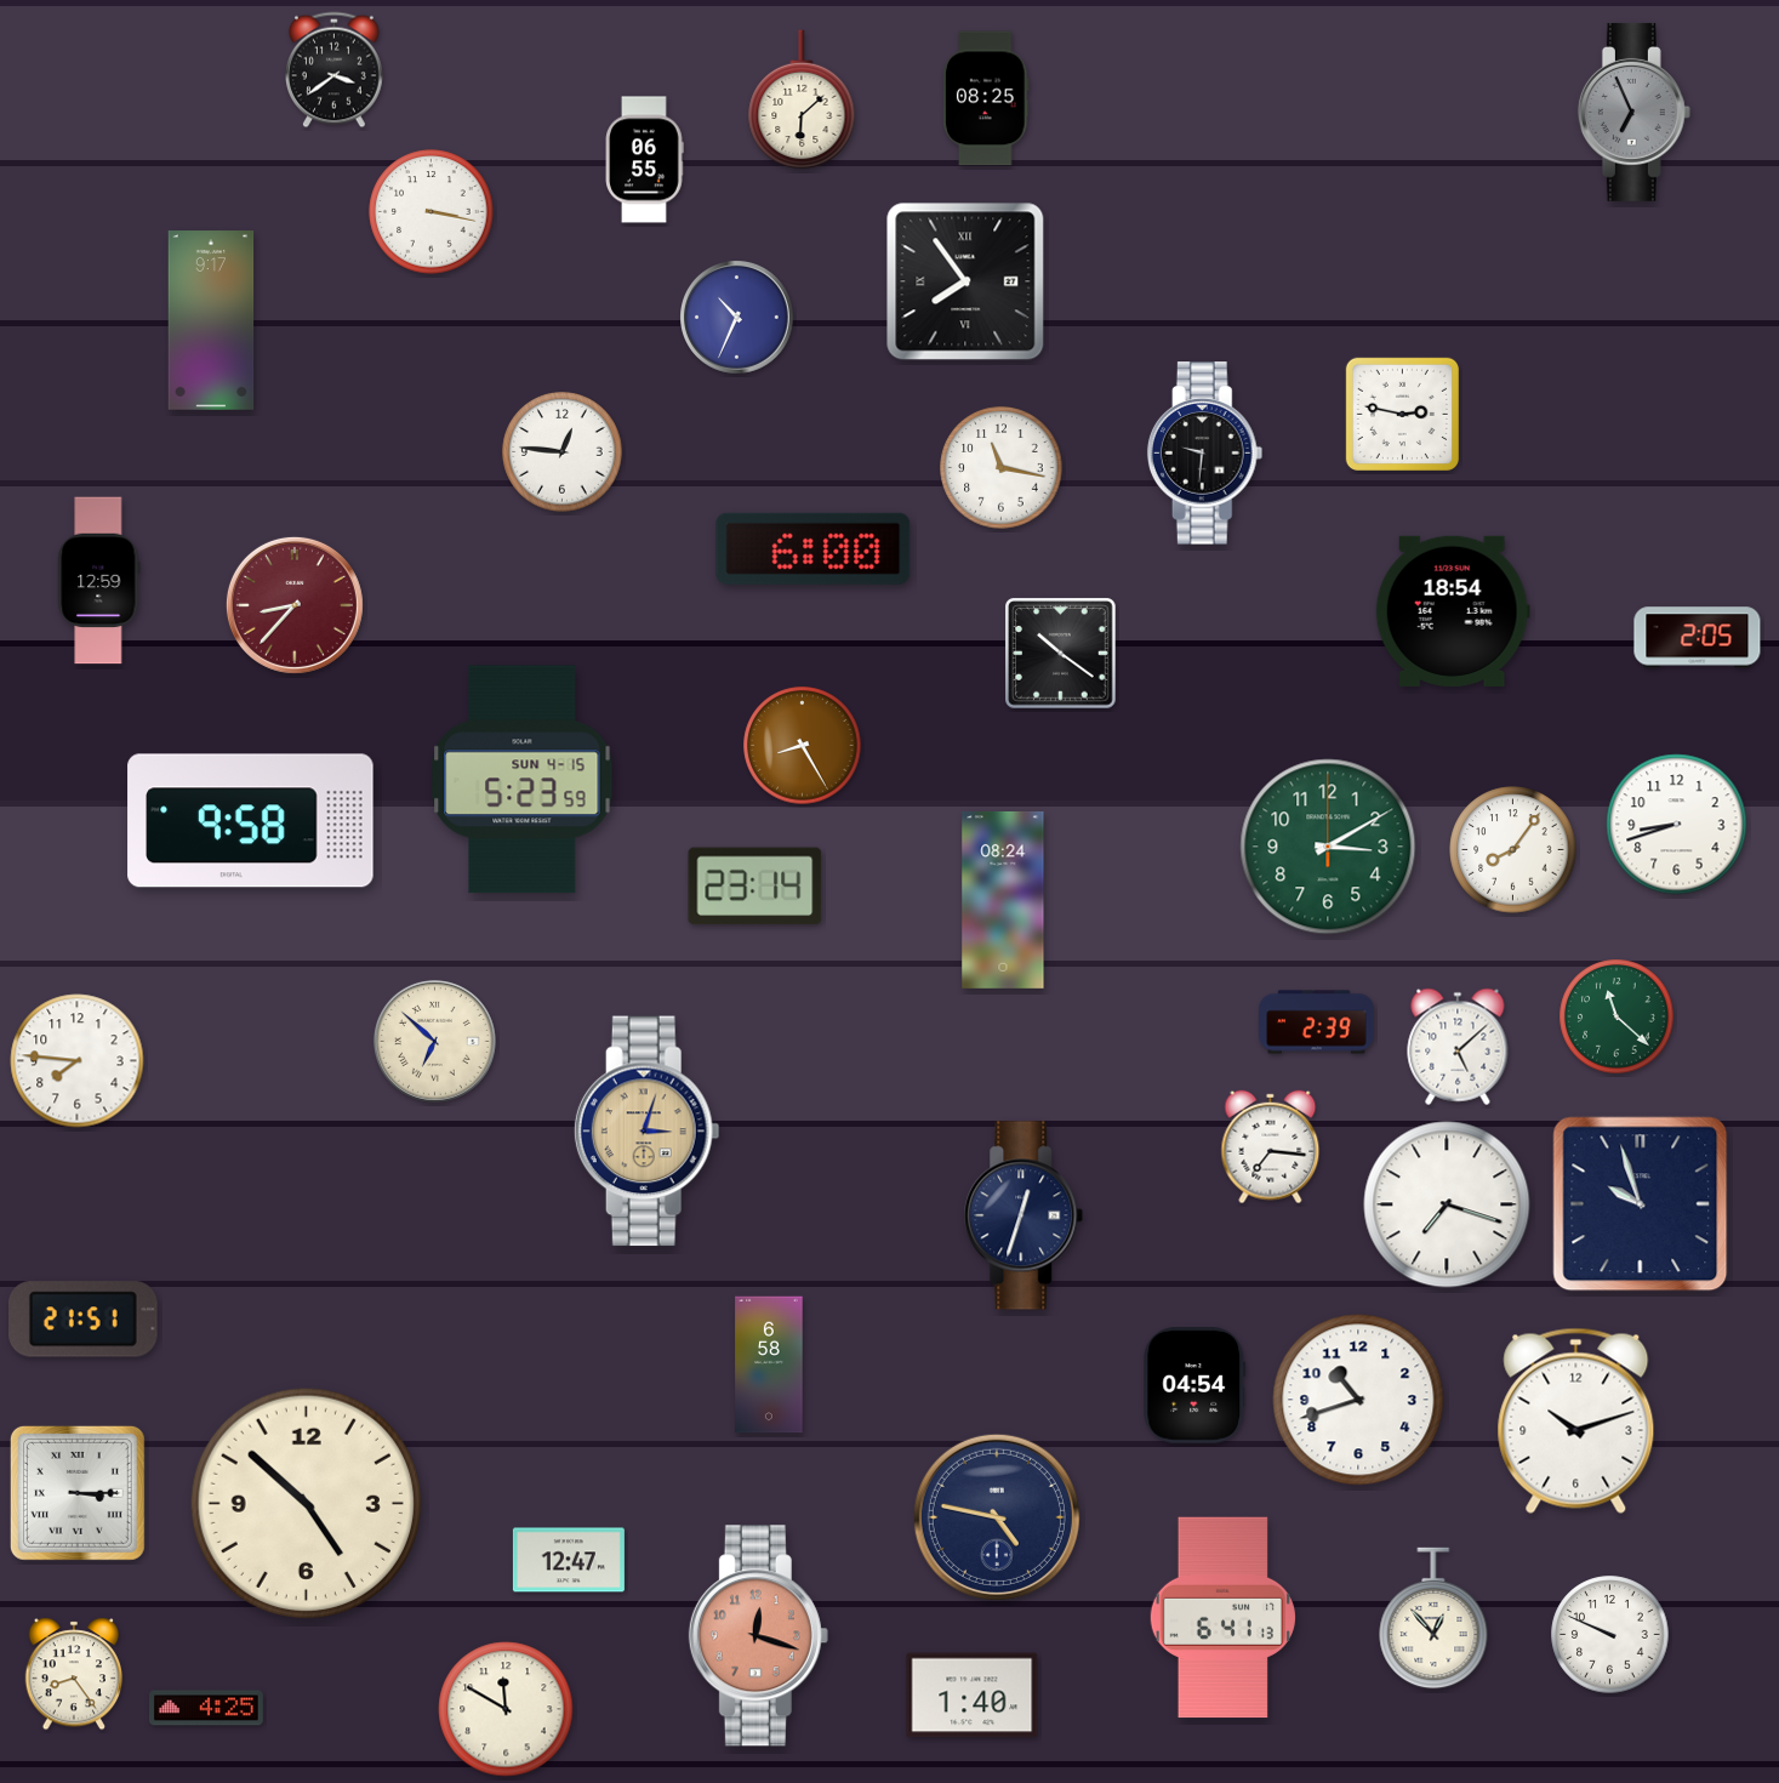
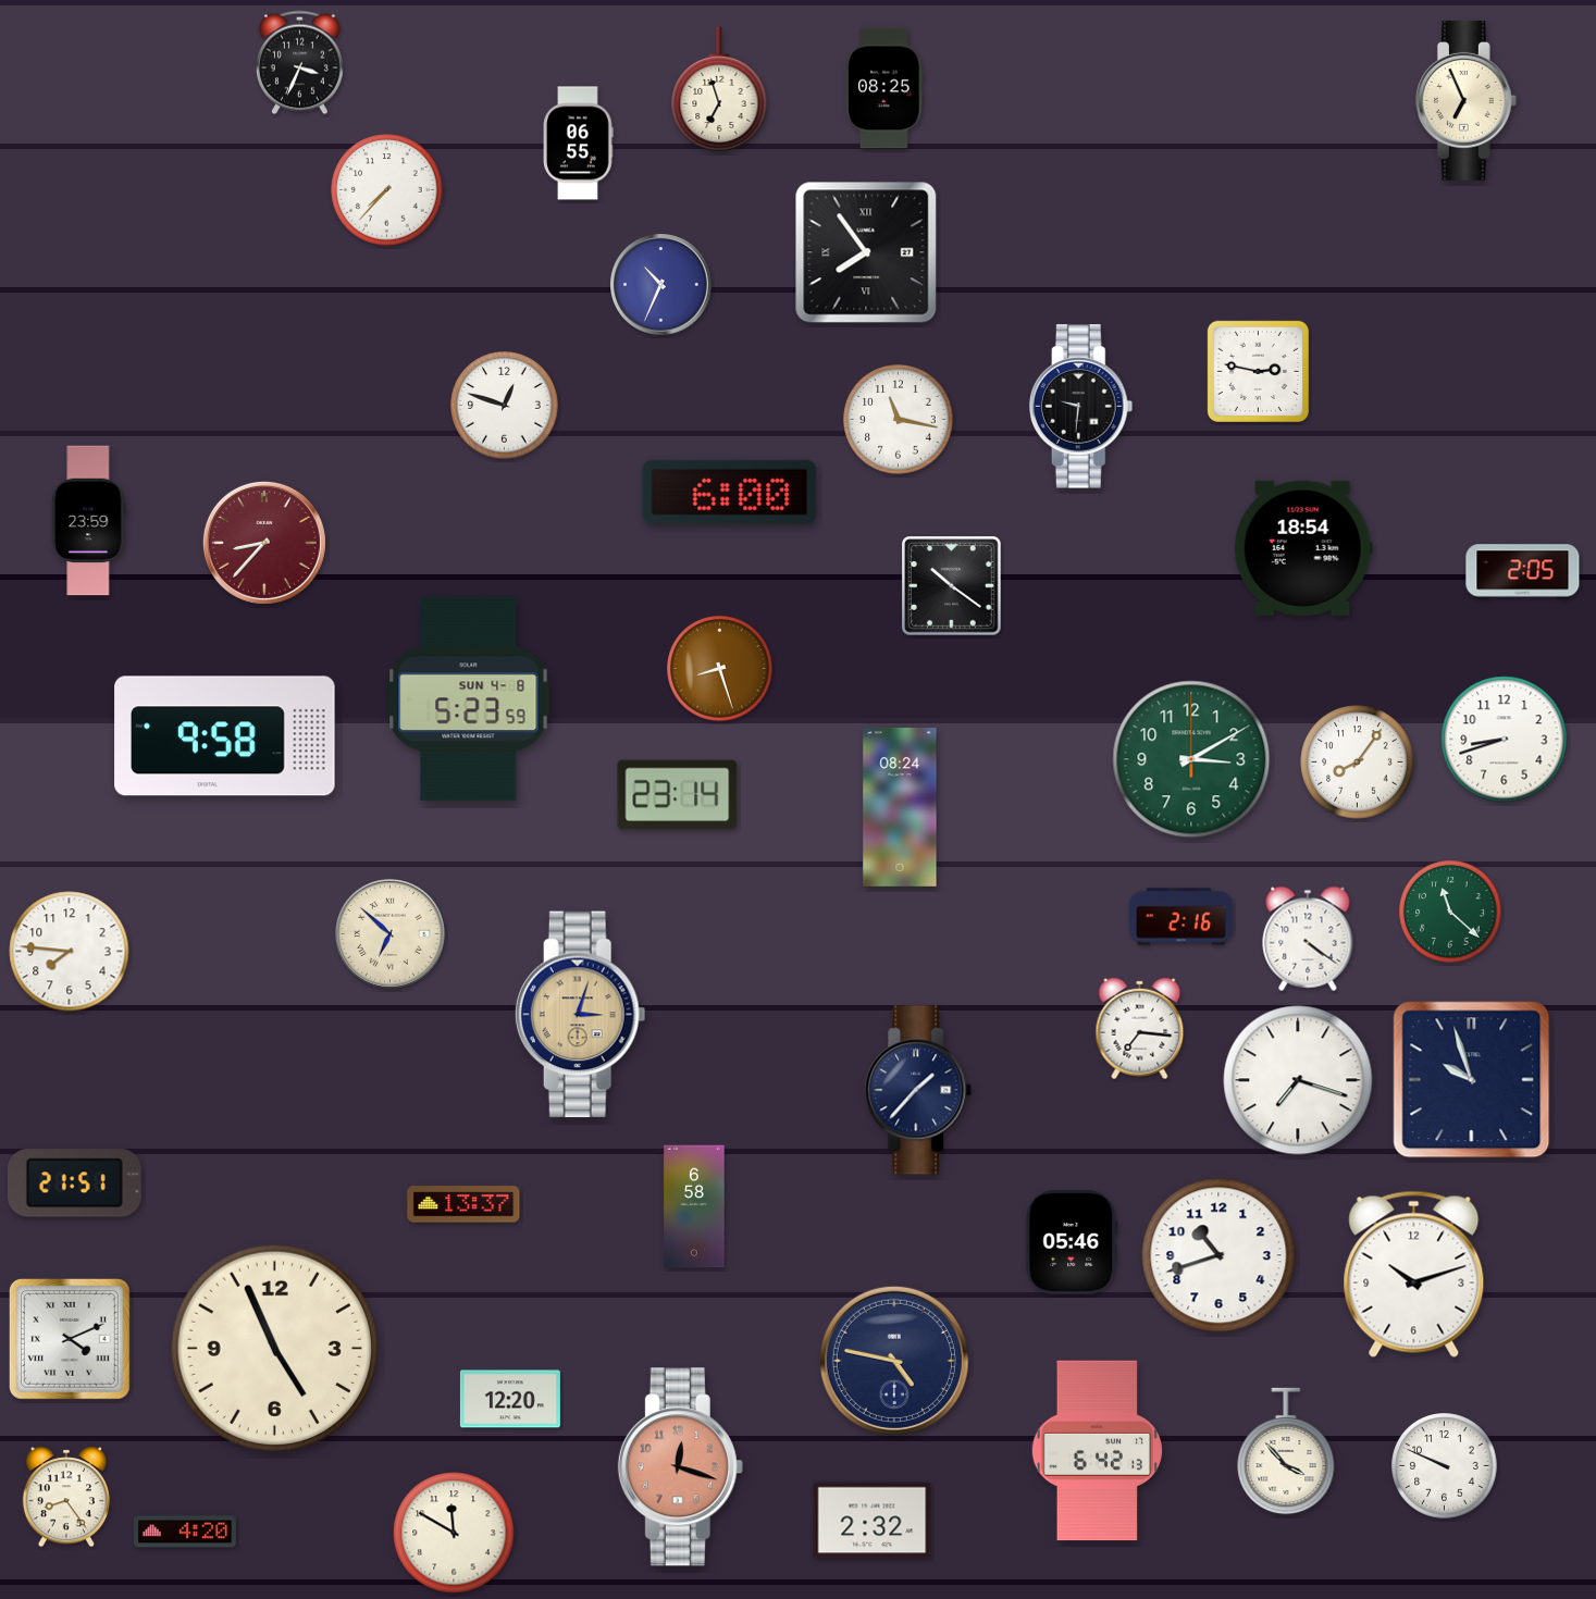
clock at (335, 70): 3:39 -> 3:34
clock at (802, 99): 6:08 -> 6:57
clock at (1633, 112) dial: grey -> cream
clock at (432, 212): 3:17 -> 7:37
clock at (211, 320): 9:17 -> none
clock at (563, 452): 12:46 -> 12:48
clock at (99, 581): 12:59 -> 23:59
clock at (803, 746): 8:25 -> 8:27
clock at (523, 780) date: SUN 4-15 -> SUN 4-8
clock at (1317, 1022): 2:39 -> 2:16
clock at (1458, 1047): 5:08 -> 4:21
clock at (1024, 1215): 12:33 -> 1:37
clock at (463, 1204): none -> 13:37
clock at (769, 1365) position: (769, 1365) -> (694, 1206)
clock at (1194, 1385): 04:54 -> 05:46
clock at (78, 1493): 3:15 -> 4:11
clock at (306, 1503): 4:52 -> 4:56
clock at (569, 1560): 12:47 -> 12:20
clock at (1222, 1618): 6:41 -> 6:42
clock at (1433, 1618): 12:53 -> 3:53
clock at (74, 1674) position: (74, 1674) -> (66, 1497)
clock at (973, 1696): 1:40 -> 2:32
clock at (207, 1708): 4:25 -> 4:20
